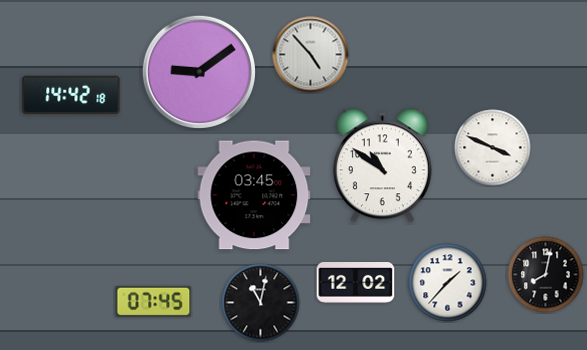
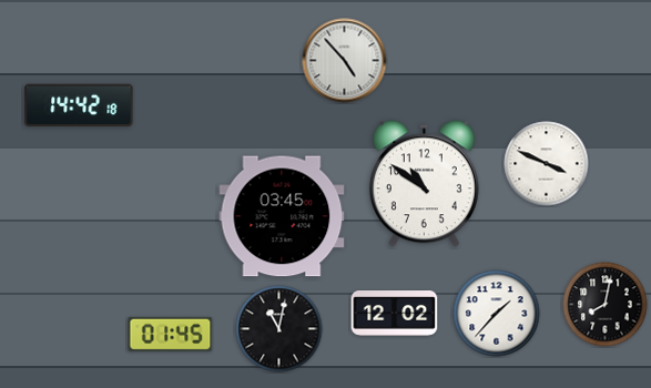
clock at (199, 72): 9:09 -> none
clock at (154, 301): 07:45 -> 01:45
clock at (261, 303) position: (261, 303) -> (279, 329)
